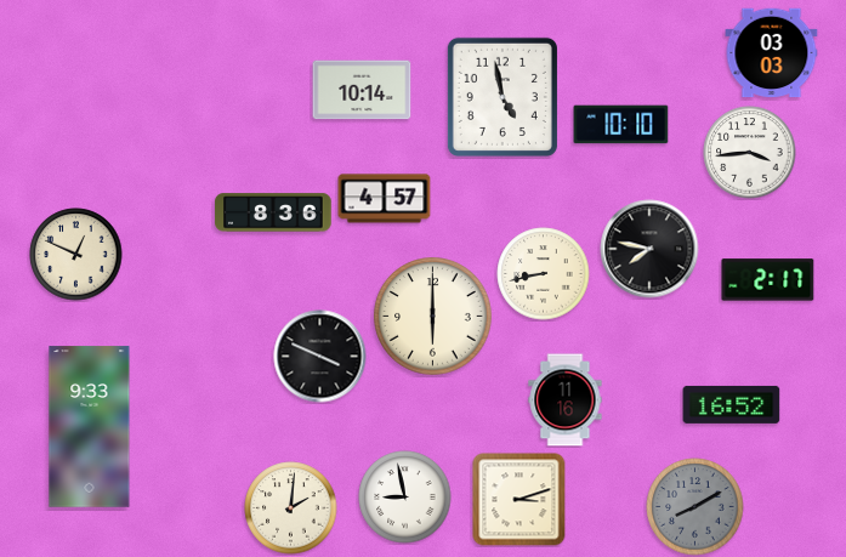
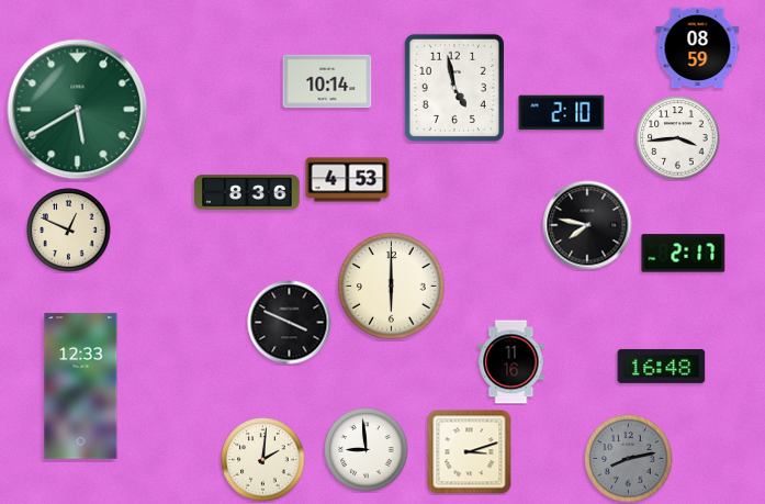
clock at (772, 53): 03:03 -> 08:59
clock at (78, 110): none -> 5:40
clock at (621, 125): 10:10 -> 2:10
clock at (385, 199): 4:57 -> 4:53
clock at (544, 274): 8:43 -> none
clock at (768, 280) position: (768, 280) -> (684, 254)
clock at (732, 404): 16:52 -> 16:48
clock at (90, 427): 9:33 -> 12:33
clock at (405, 498): 8:58 -> 8:59
clock at (695, 507): 8:10 -> 8:13
